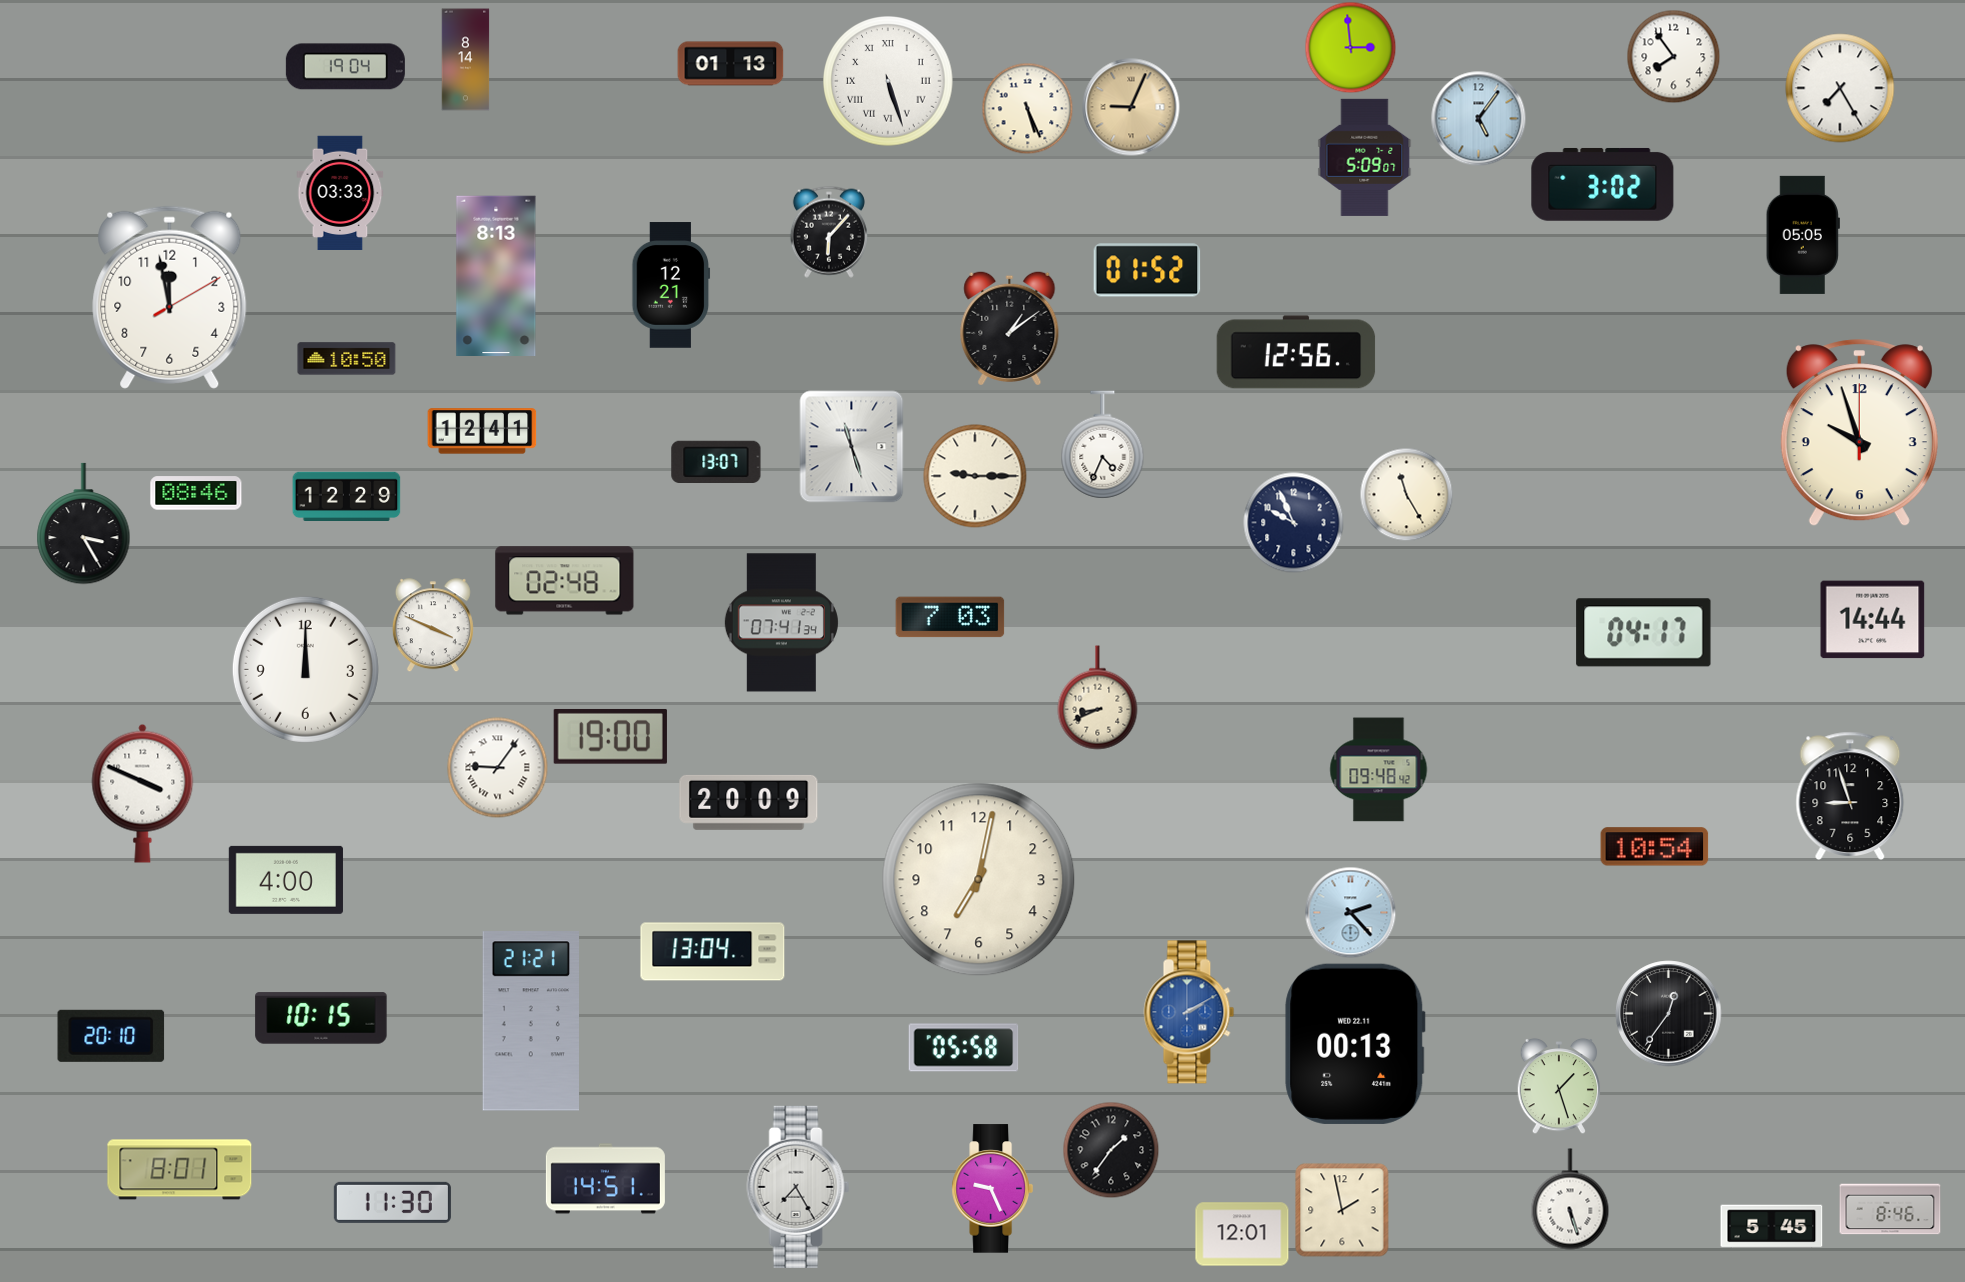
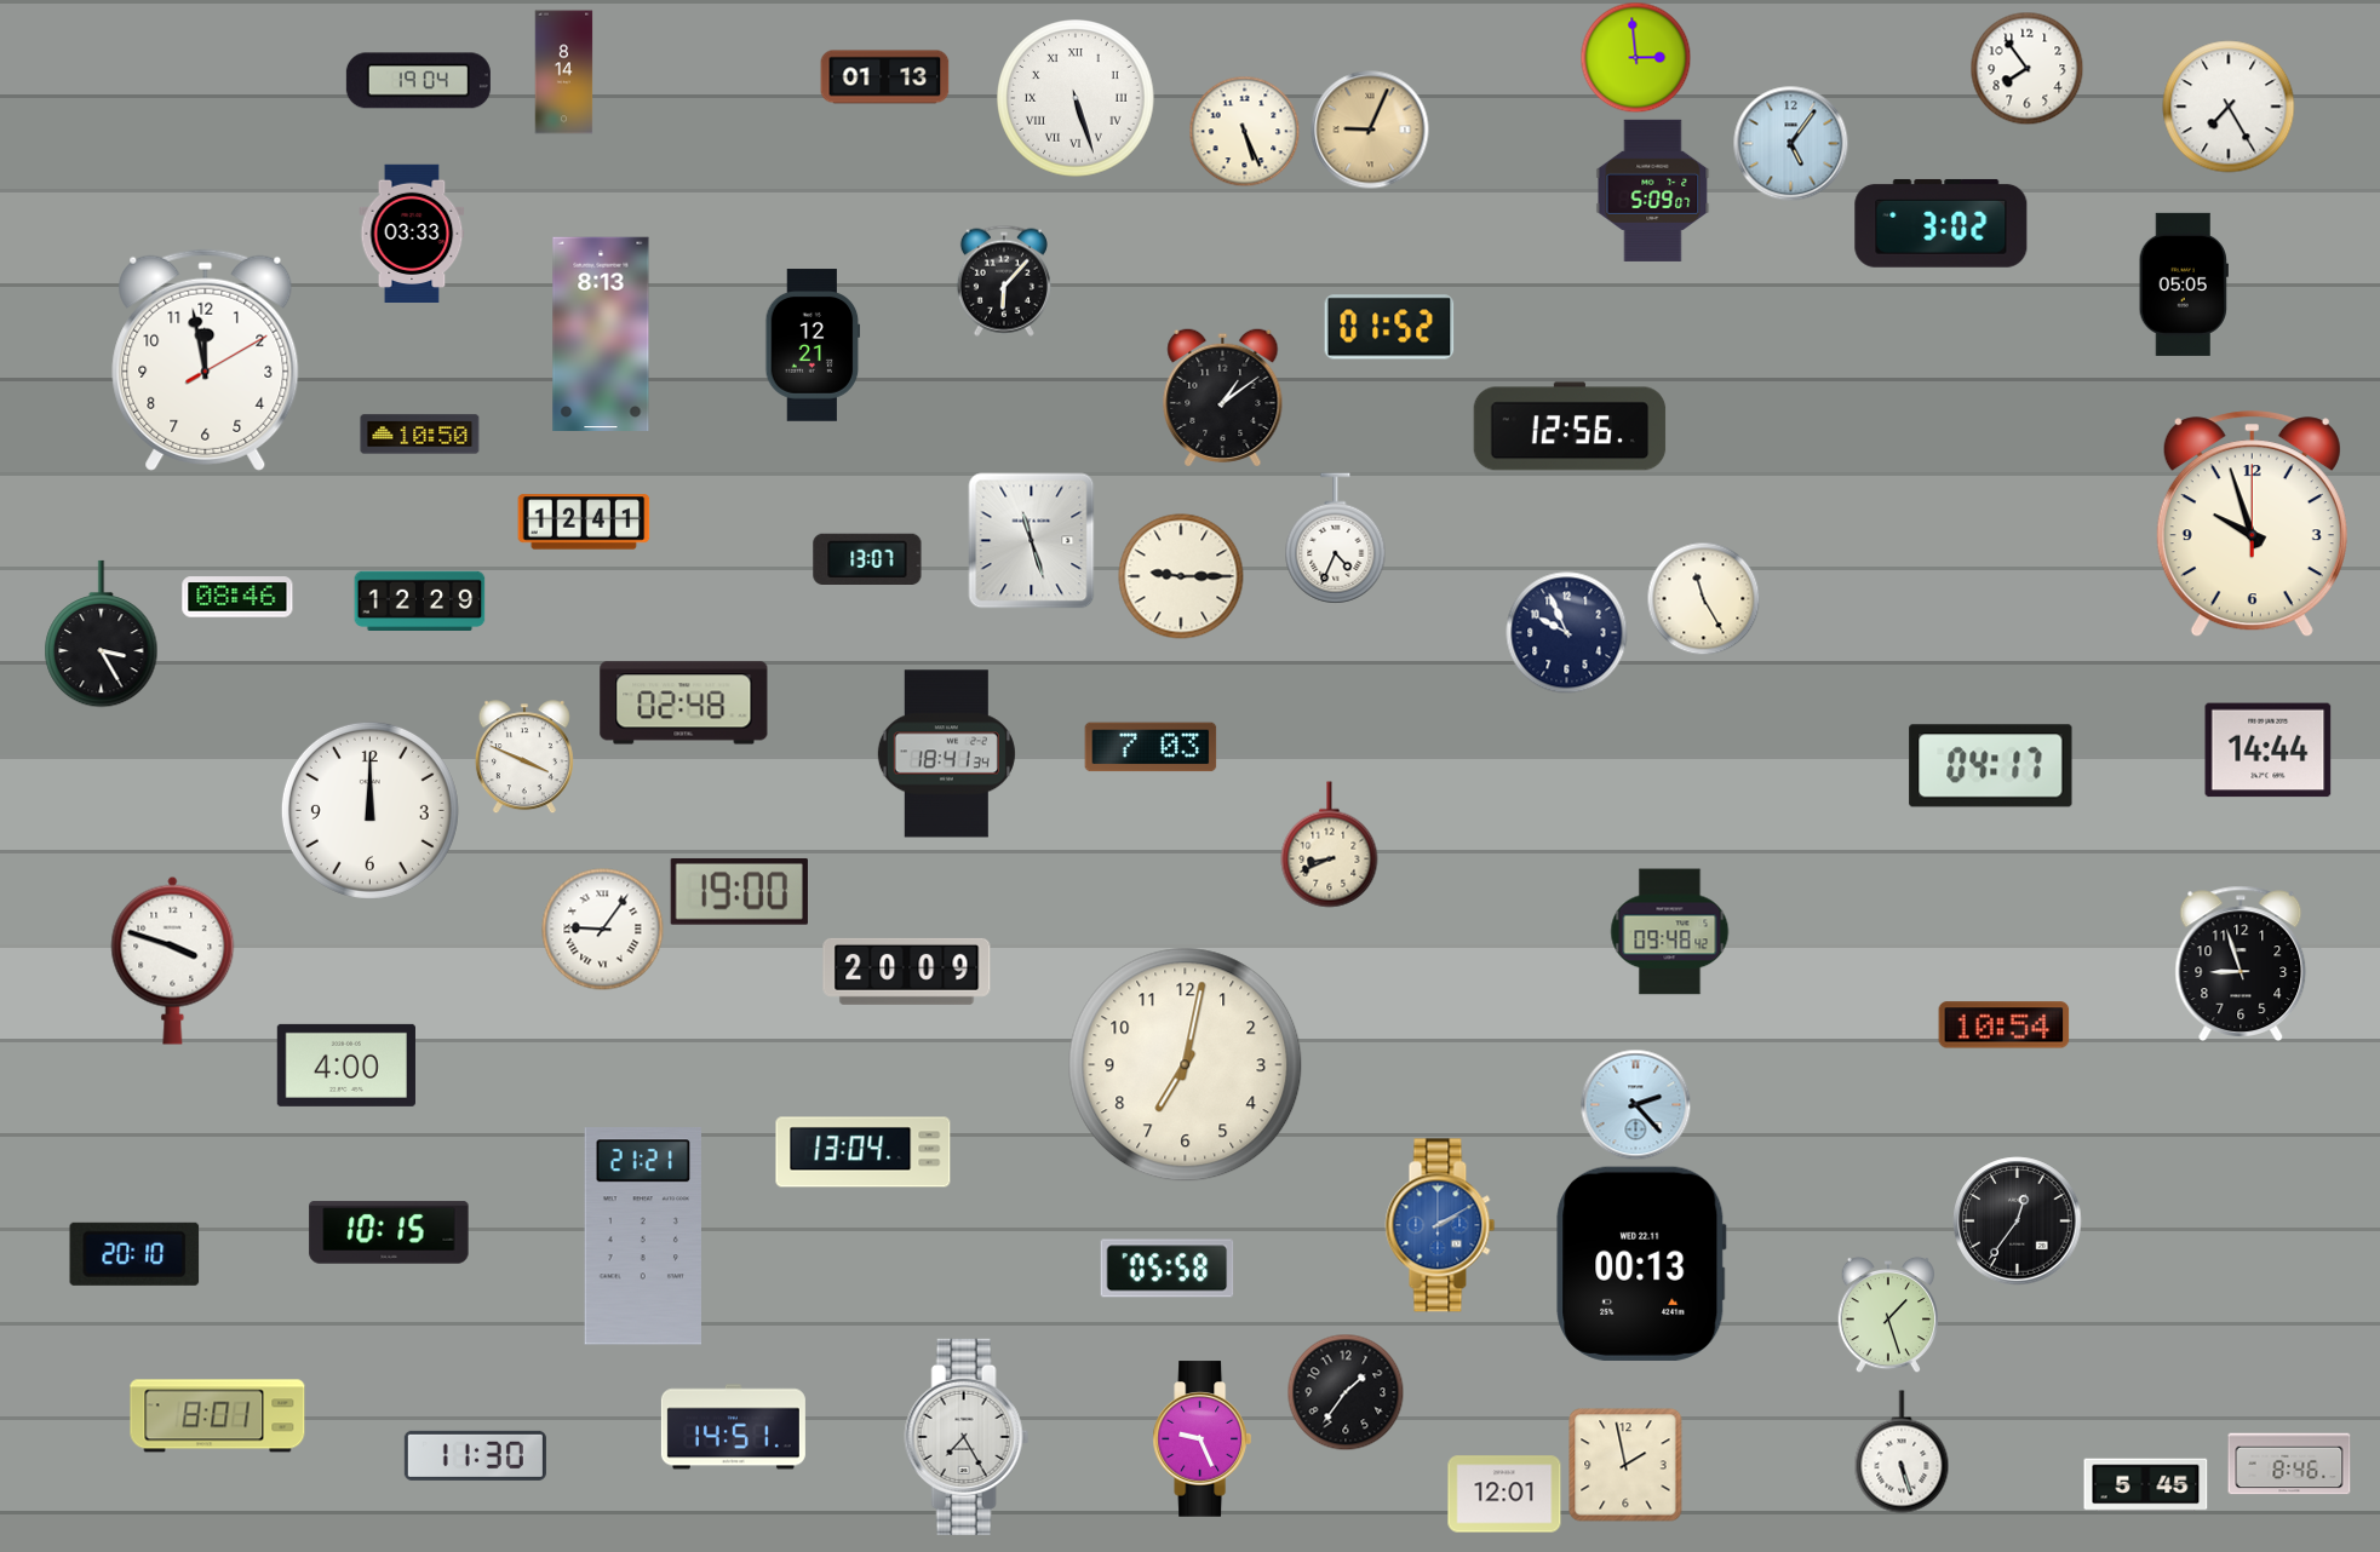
clock at (781, 623): 07:41 -> 18:41
clock at (143, 793): 3:49 -> 3:48
clock at (1669, 1014) position: (1669, 1014) -> (2018, 1222)
